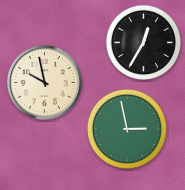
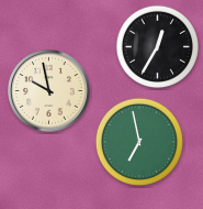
clock at (127, 129): 2:58 -> 6:58
